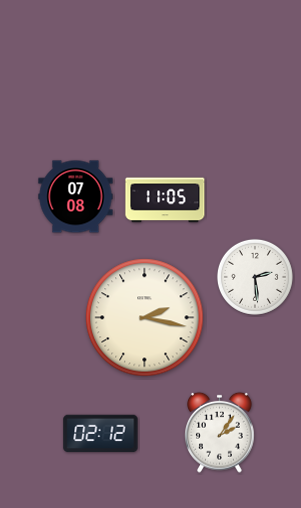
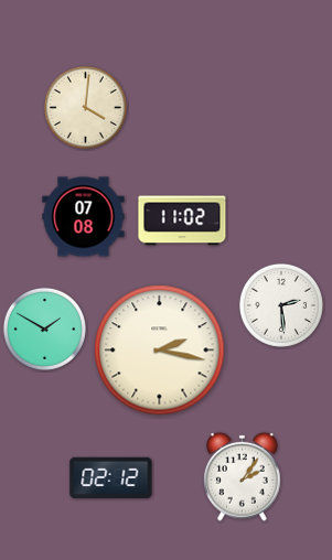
clock at (85, 107): none -> 4:01
clock at (165, 200): 11:05 -> 11:02
clock at (44, 329): none -> 1:50
